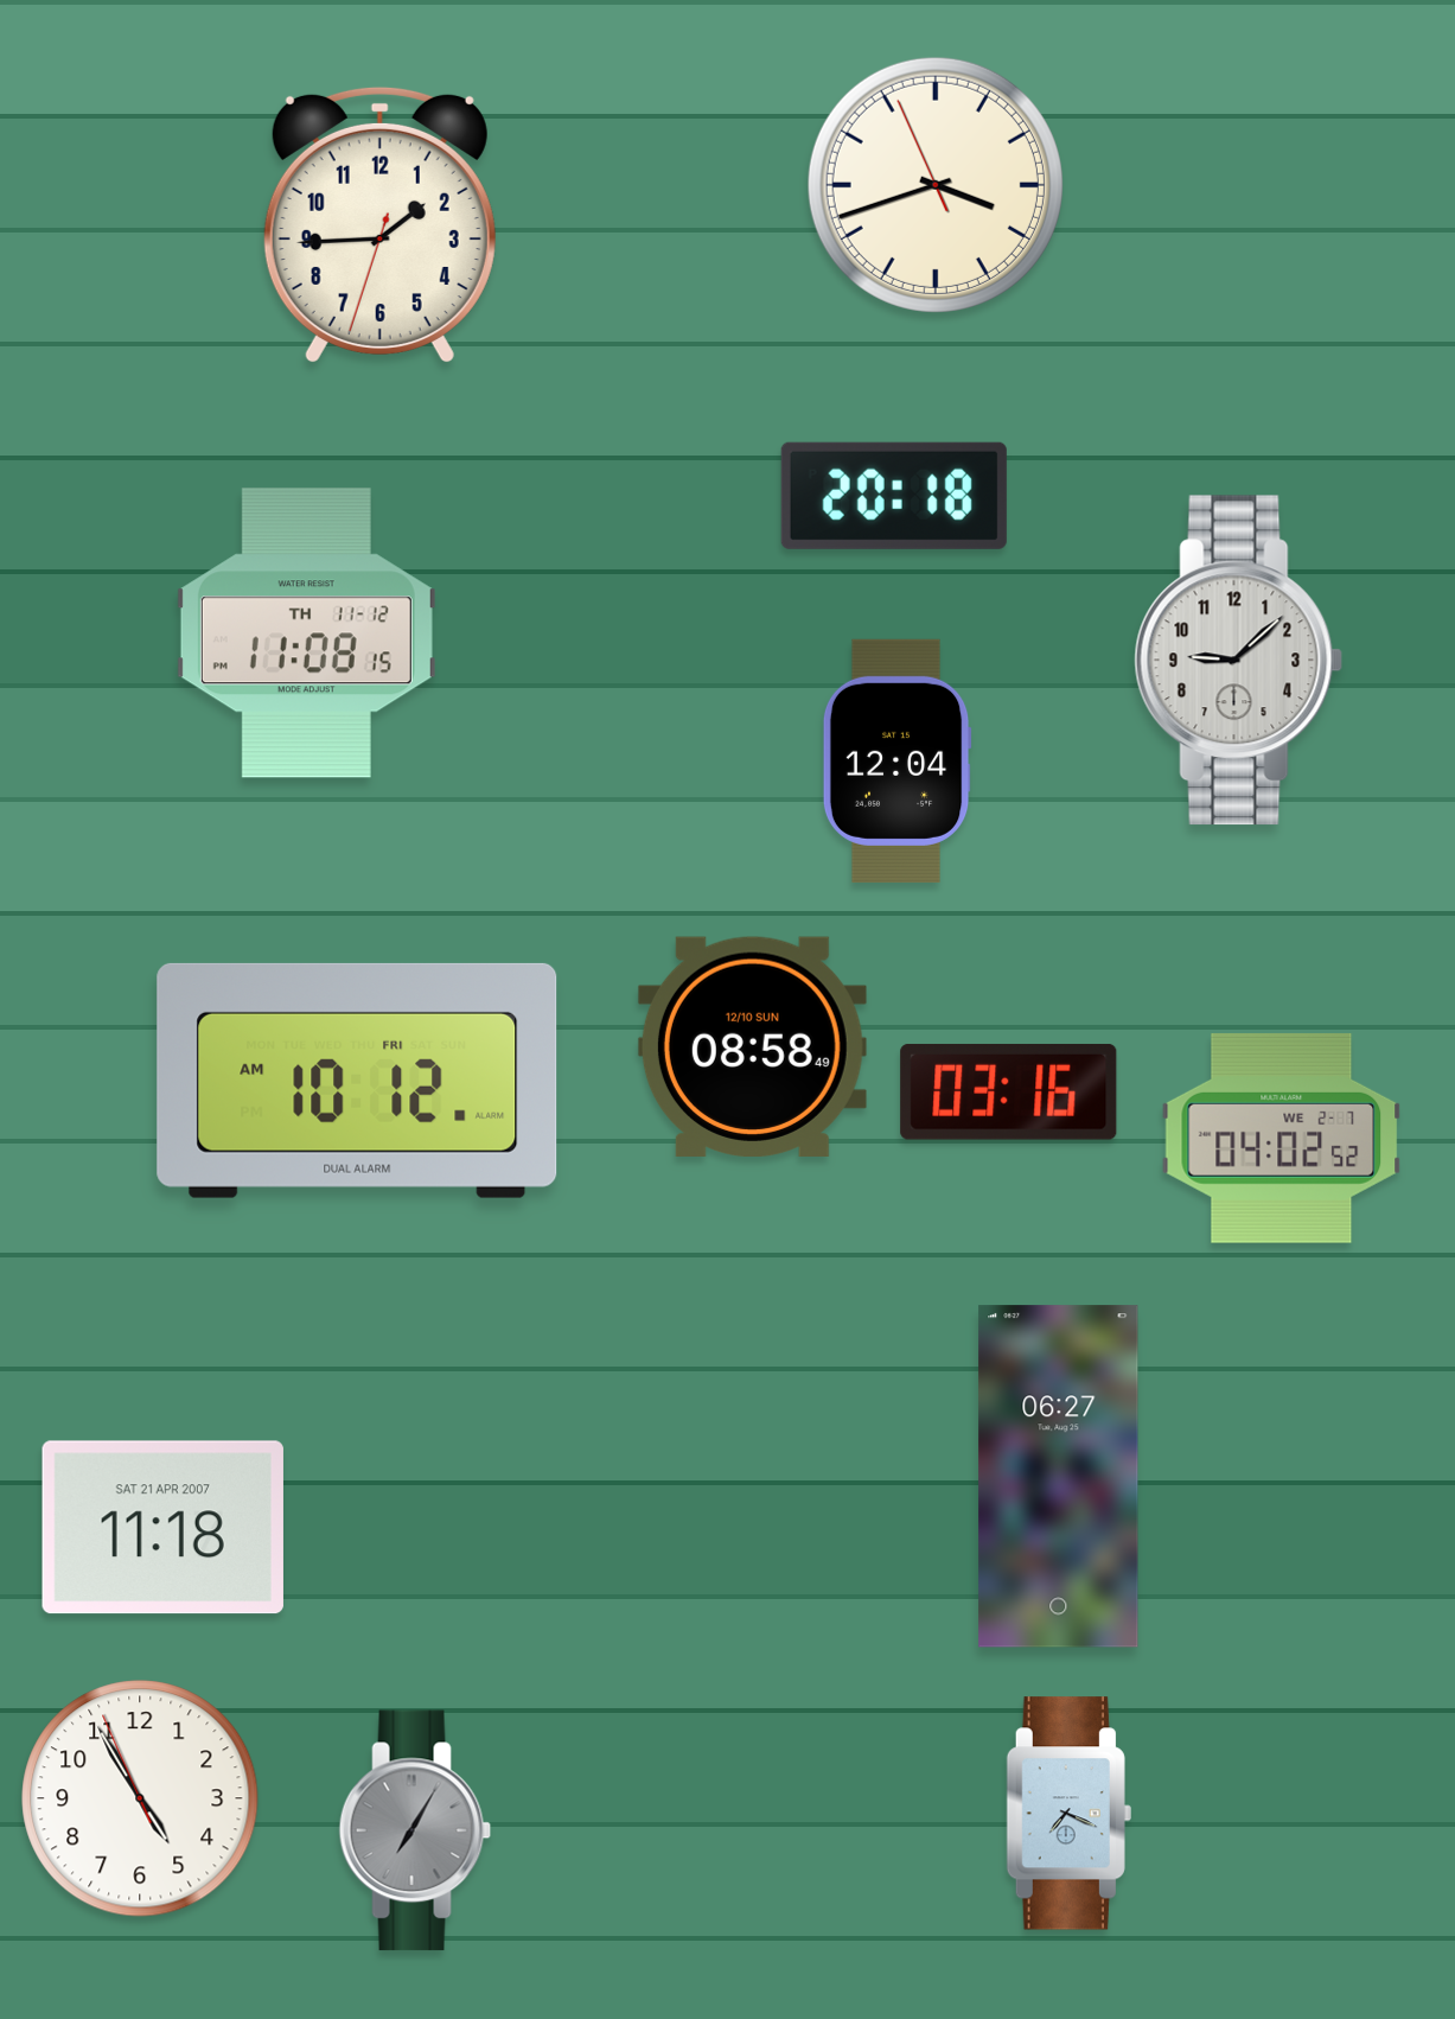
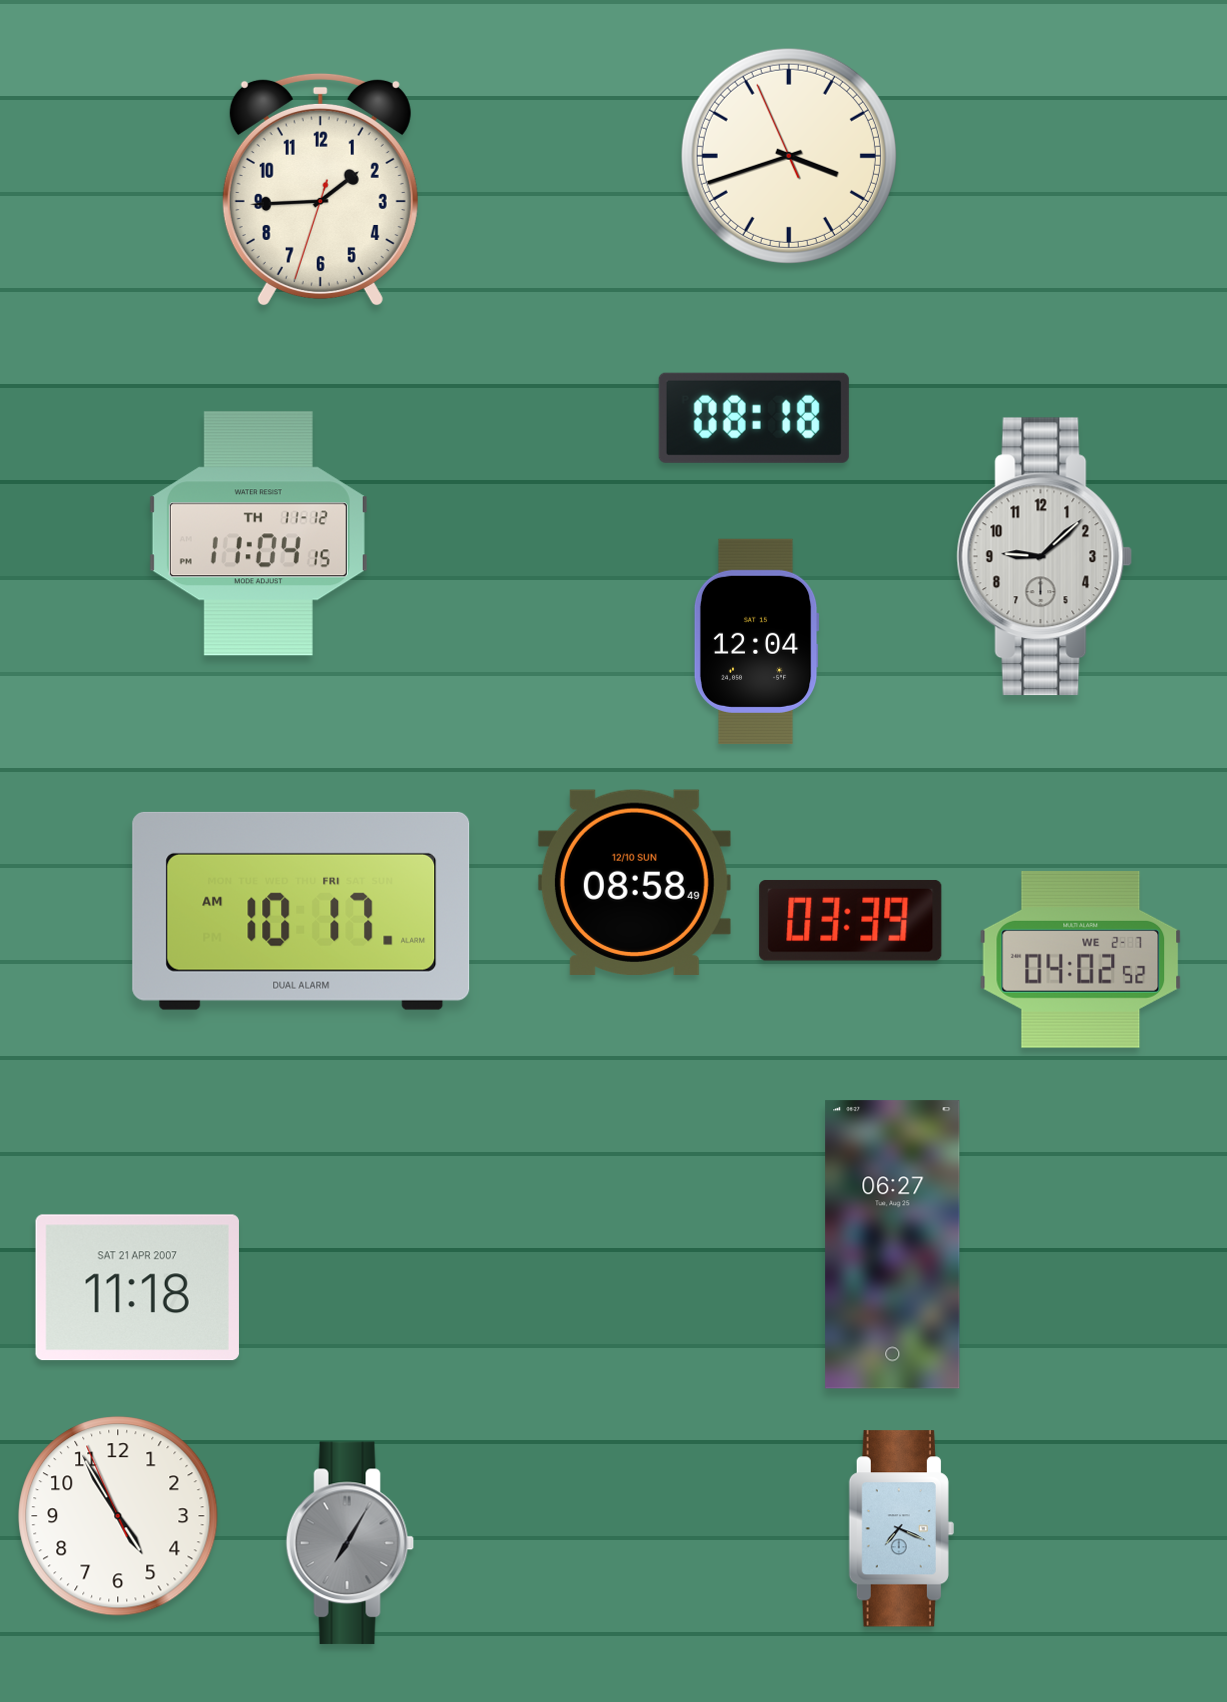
clock at (894, 496): 20:18 -> 08:18
clock at (306, 633): 11:08 -> 11:04
clock at (357, 1081): 10:12 -> 10:17
clock at (1009, 1091): 03:16 -> 03:39
